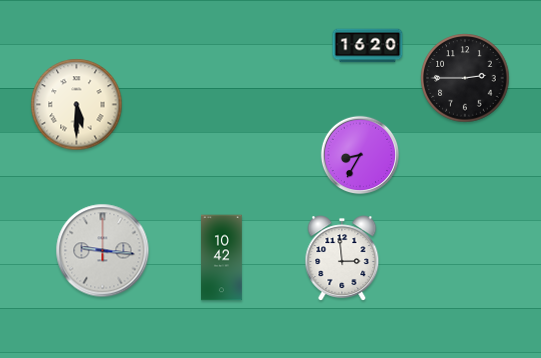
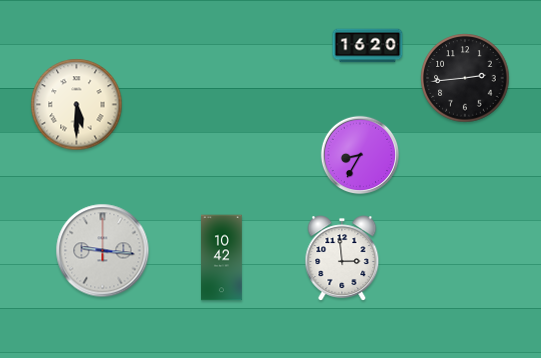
clock at (465, 78): 2:45 -> 2:44
